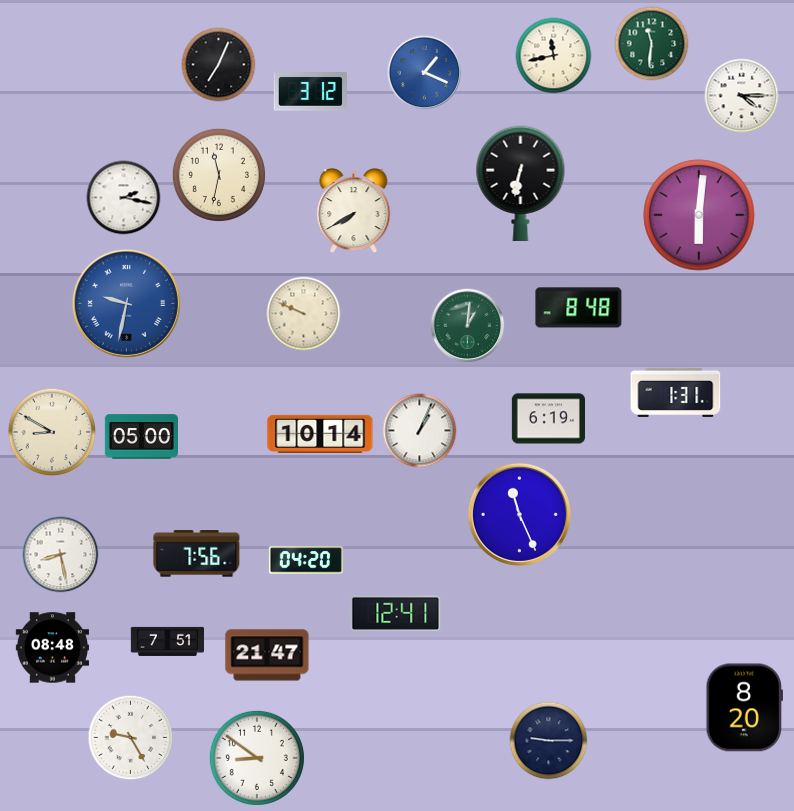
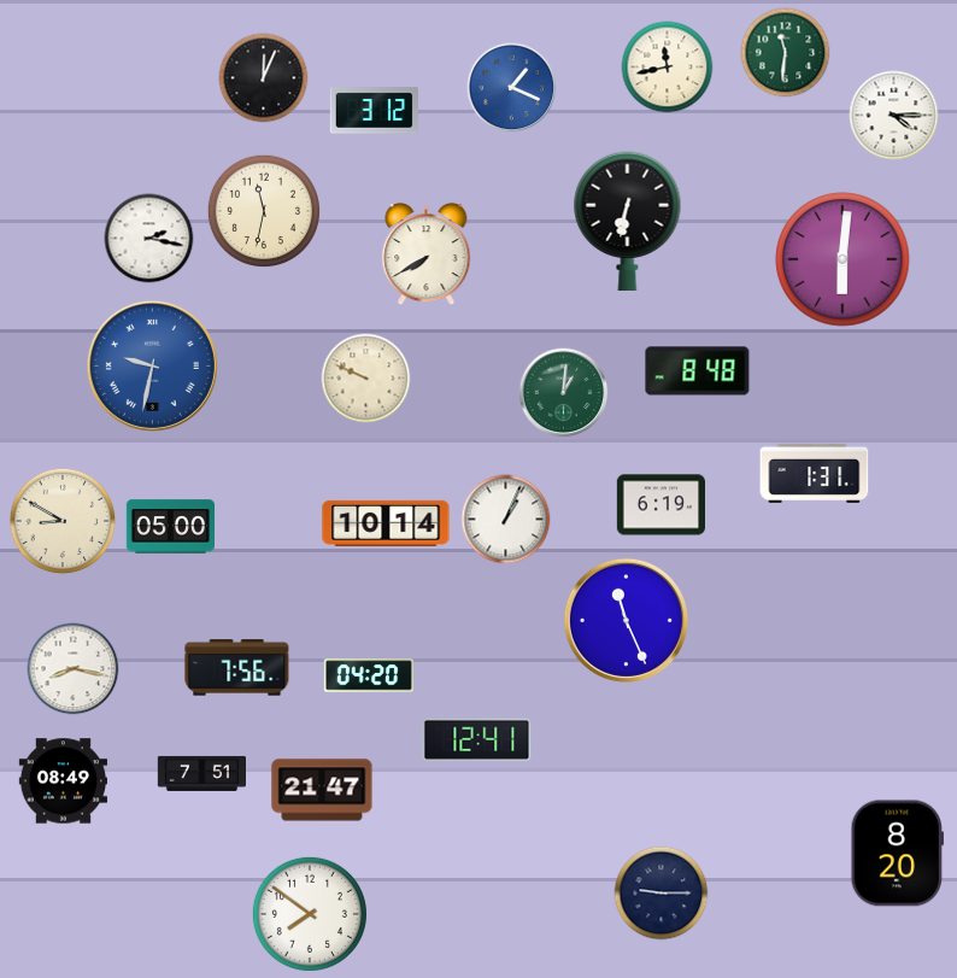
clock at (219, 65): 7:04 -> 12:04
clock at (61, 555): 8:28 -> 8:17
clock at (52, 648): 08:48 -> 08:49
clock at (131, 738): 9:25 -> none
clock at (257, 758): 8:51 -> 7:51
